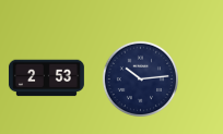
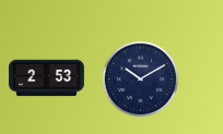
clock at (141, 80): 10:14 -> 10:10
